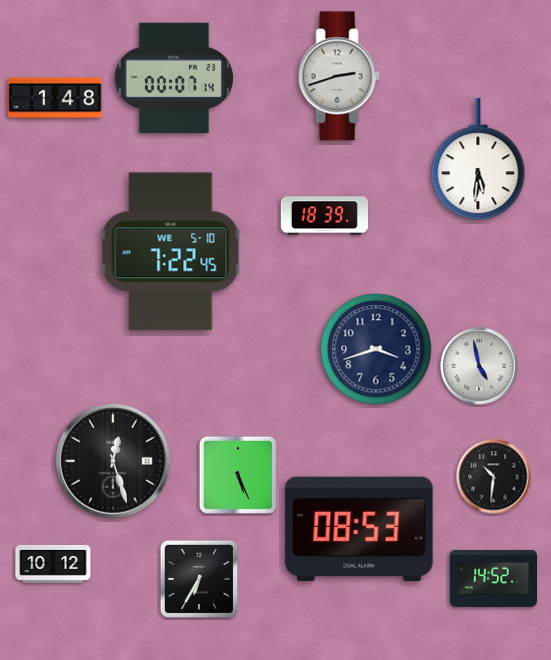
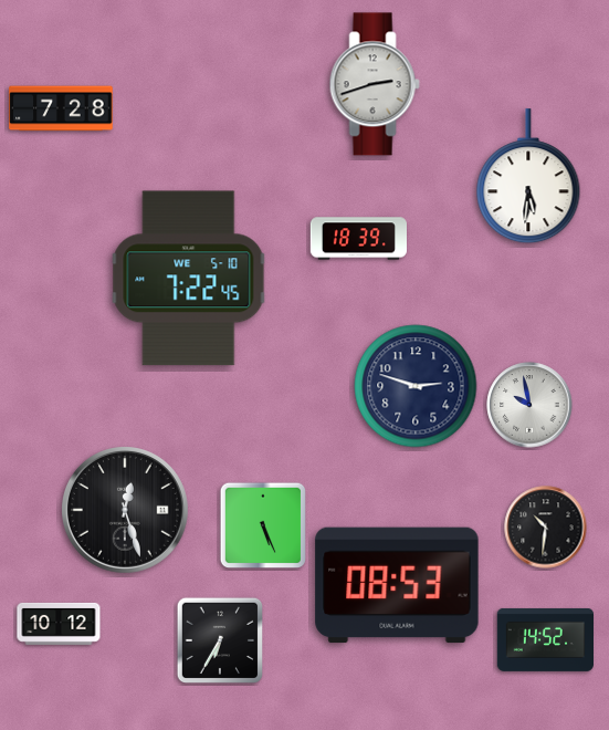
clock at (174, 77): 00:07 -> none
clock at (55, 98): 1:48 -> 7:28
clock at (376, 349): 3:42 -> 2:48
clock at (479, 366): 4:58 -> 9:58
